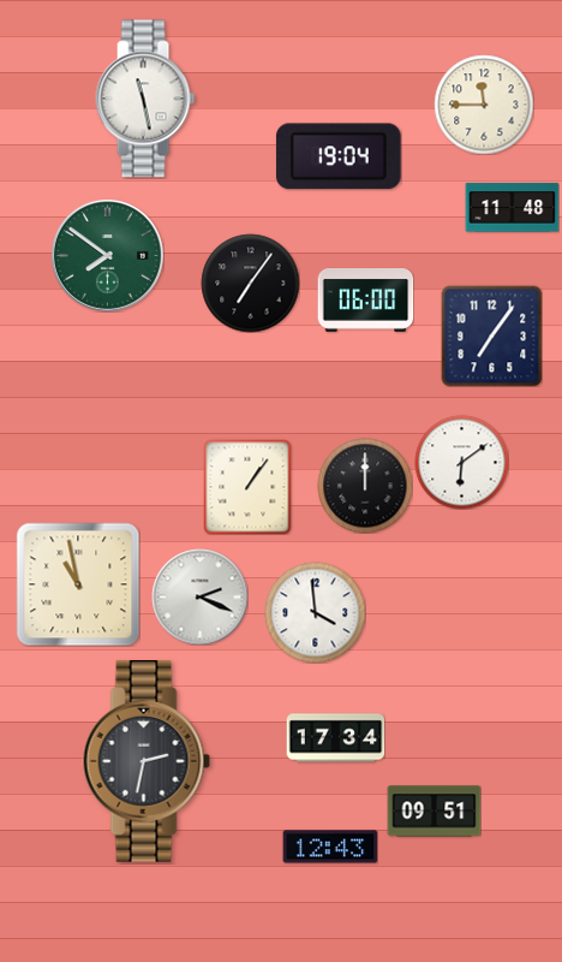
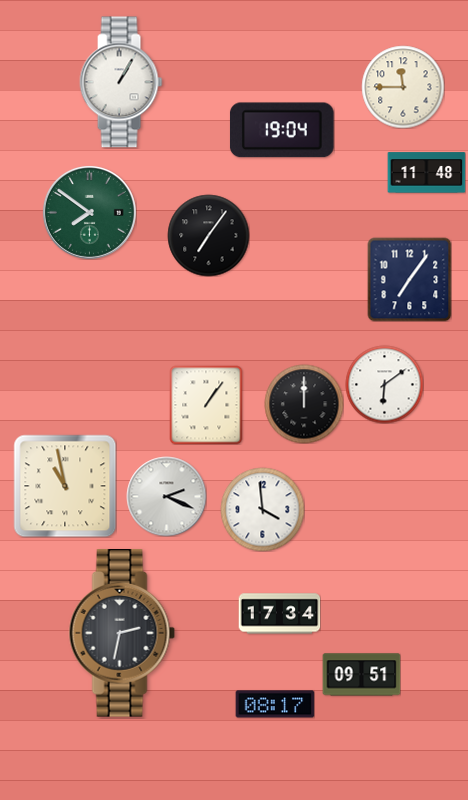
clock at (145, 99): 11:28 -> 1:05
clock at (365, 301): 06:00 -> none
clock at (330, 847): 12:43 -> 08:17
